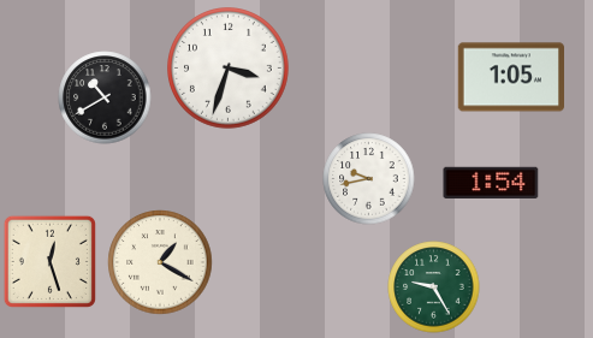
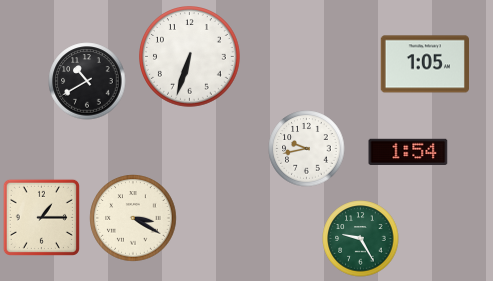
clock at (229, 69): 3:33 -> 6:33
clock at (49, 261): 12:27 -> 1:15
clock at (160, 262): 1:20 -> 3:20
